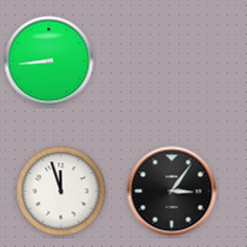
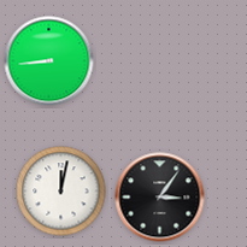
clock at (61, 192): 11:57 -> 12:02
clock at (172, 192) position: (172, 192) -> (160, 198)
